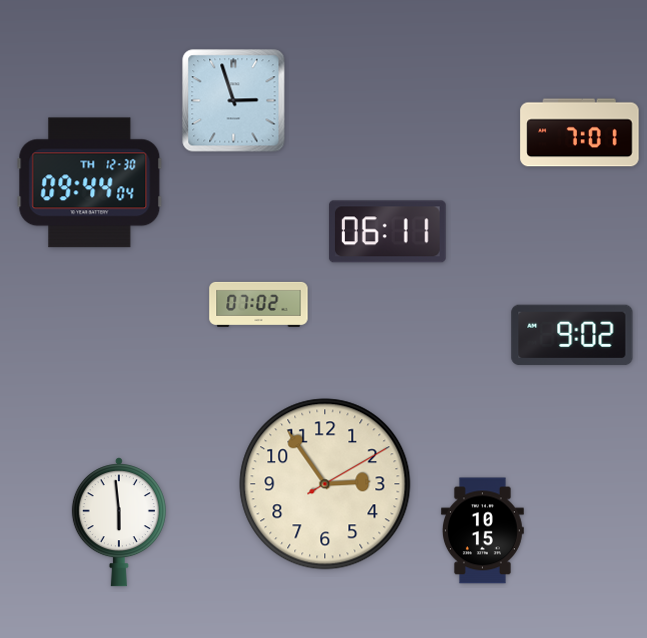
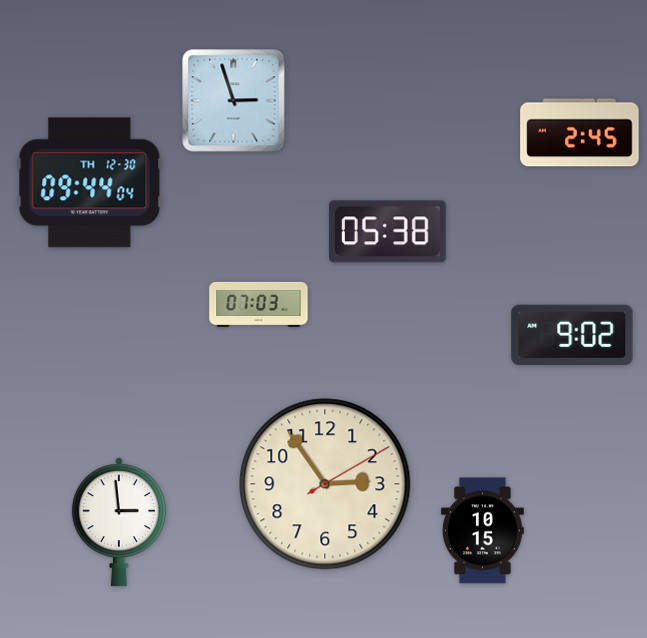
clock at (580, 133): 7:01 -> 2:45
clock at (387, 232): 06:11 -> 05:38
clock at (259, 304): 07:02 -> 07:03
clock at (119, 522): 5:59 -> 2:59
